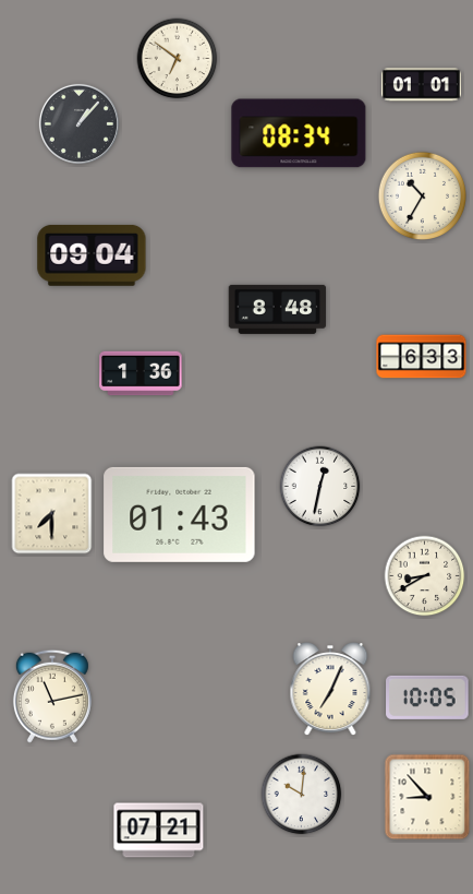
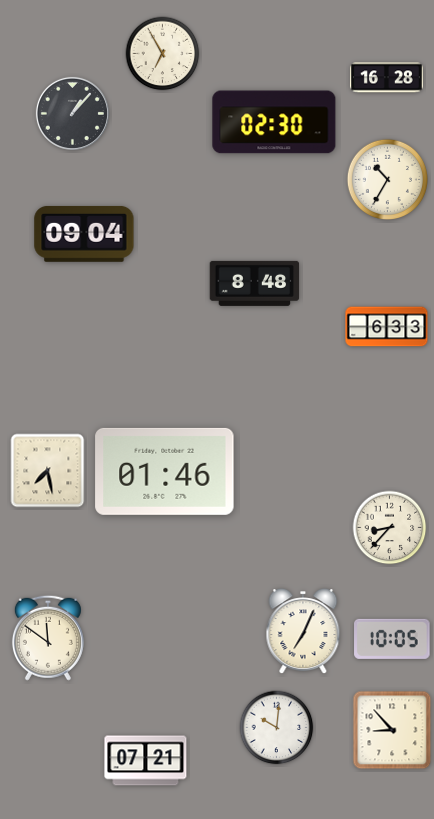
clock at (178, 59): 6:51 -> 6:55
clock at (421, 85): 01:01 -> 16:28
clock at (299, 133): 08:34 -> 02:30
clock at (141, 373): 1:36 -> none
clock at (320, 487): 12:32 -> none
clock at (52, 514): 7:30 -> 7:28
clock at (180, 514): 01:43 -> 01:46
clock at (425, 576): 8:40 -> 8:37
clock at (52, 696): 11:13 -> 11:51
